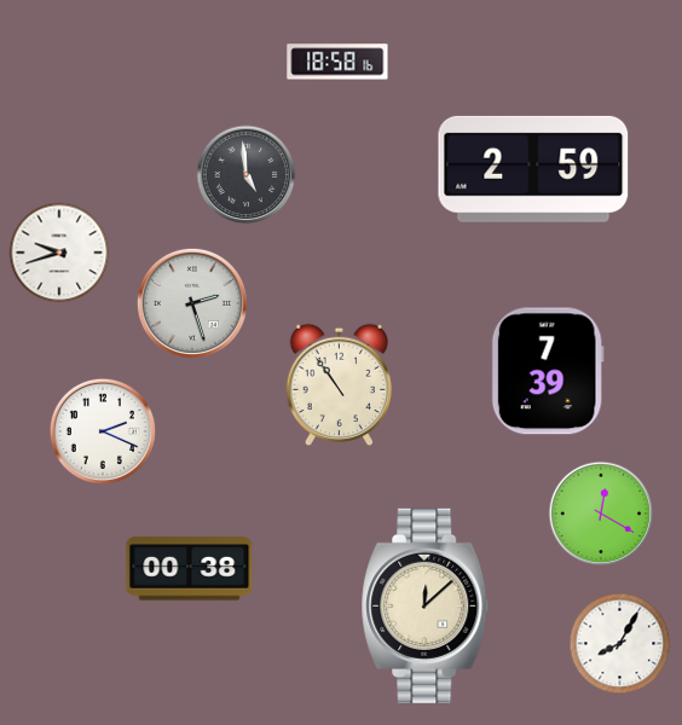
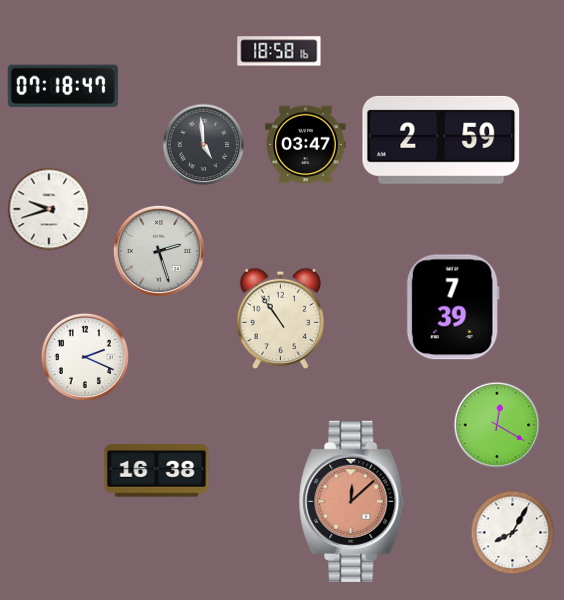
clock at (63, 86): none -> 07:18
clock at (306, 145): none -> 03:47
clock at (190, 569): 00:38 -> 16:38
clock at (426, 605) dial: cream -> salmon
